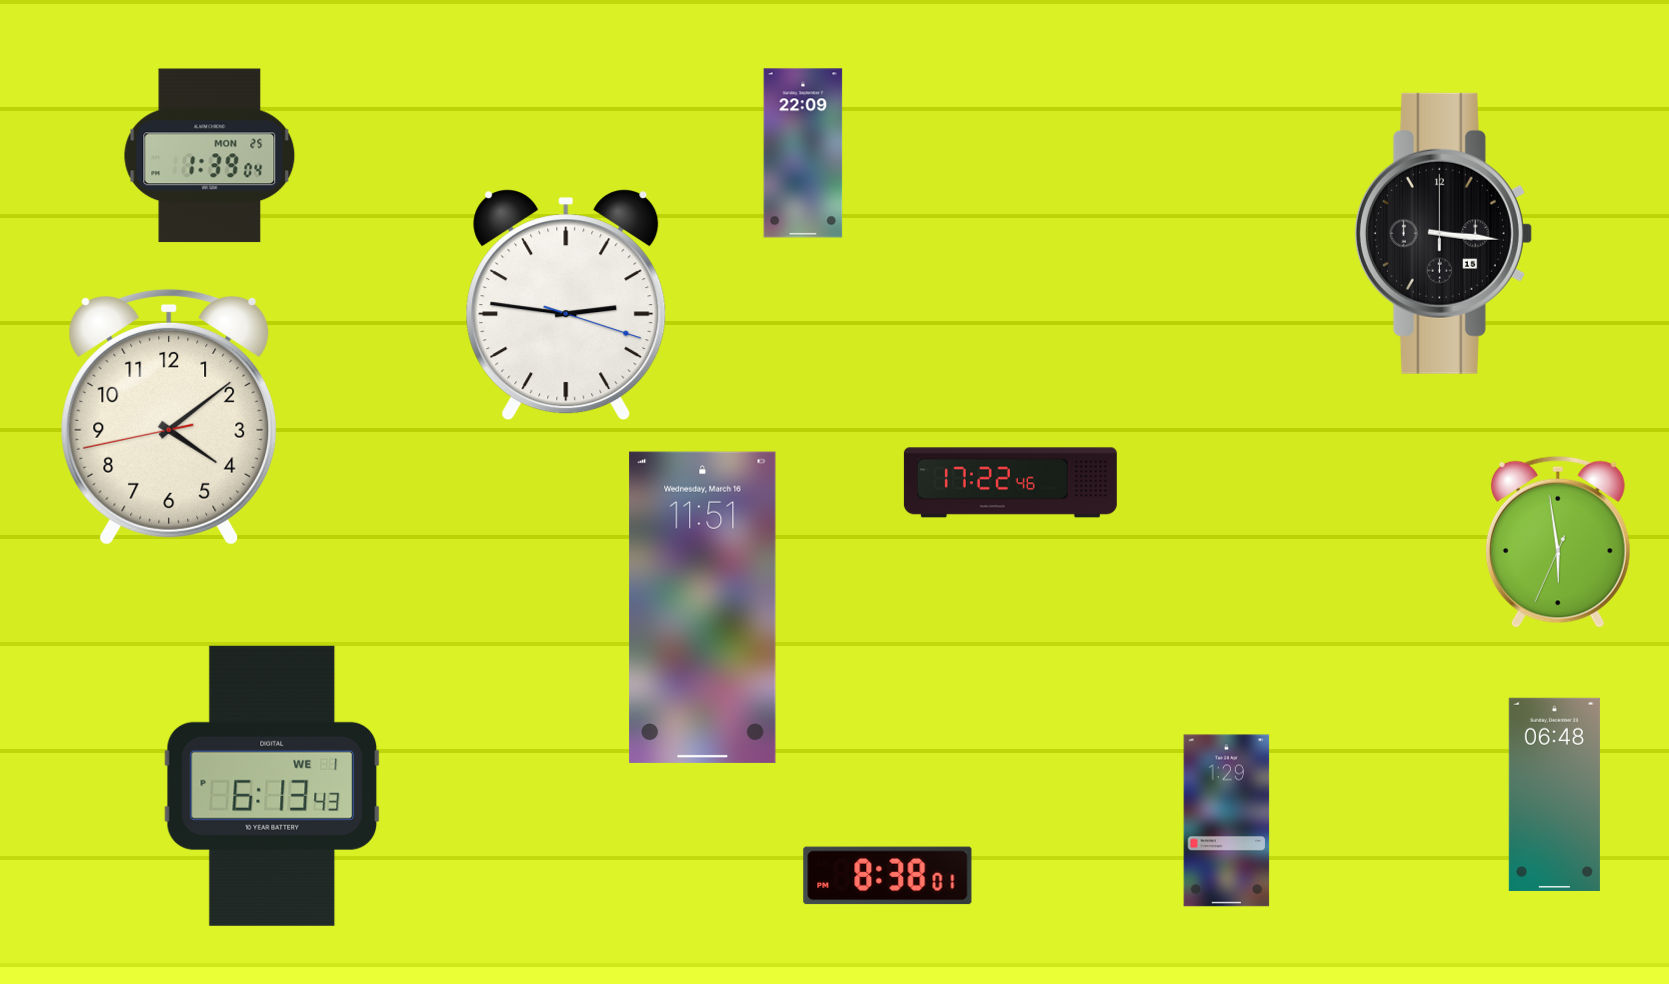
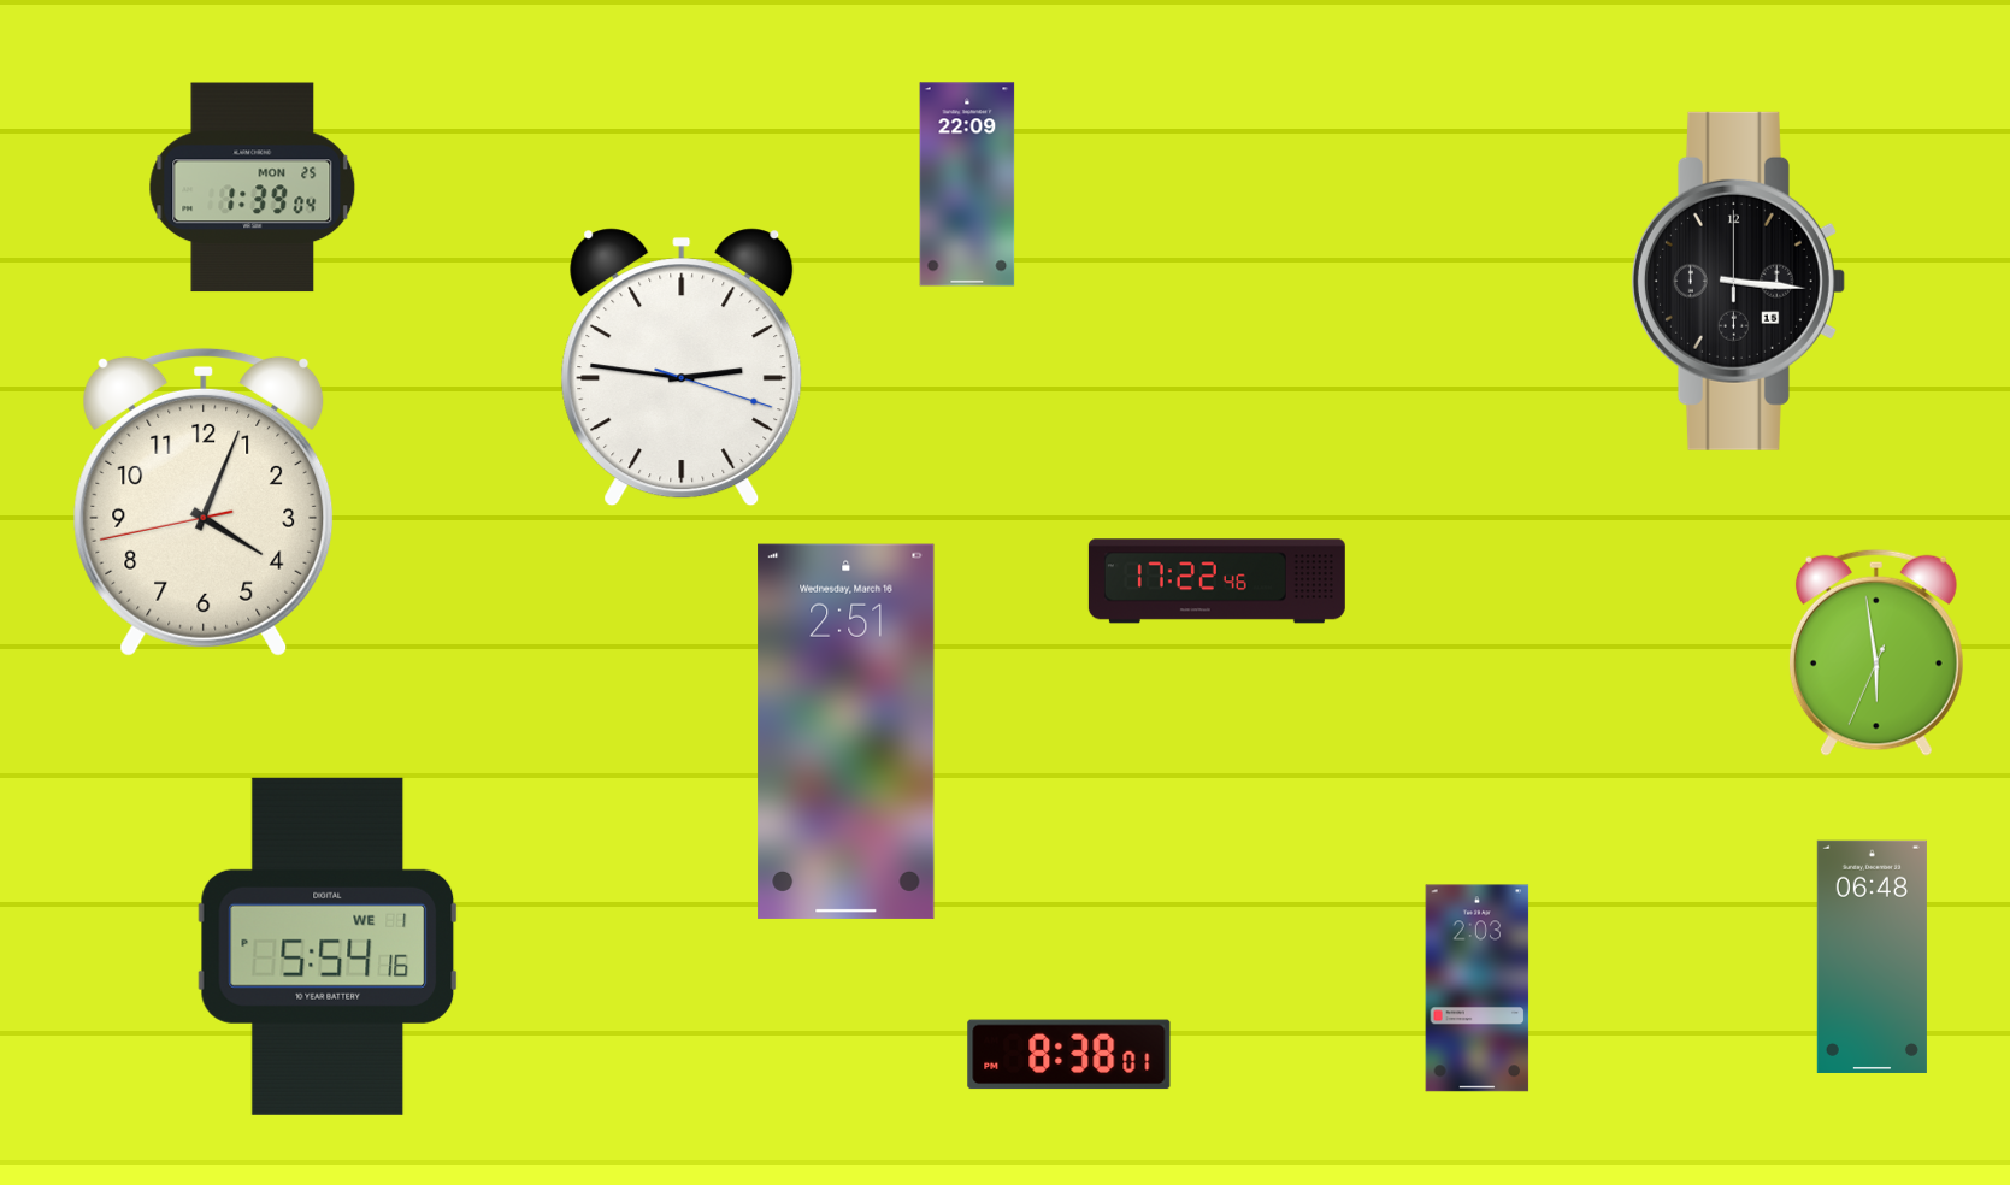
clock at (169, 417): 4:08 -> 4:03
clock at (703, 607): 11:51 -> 2:51
clock at (272, 786): 6:13 -> 5:54
clock at (1227, 821): 1:29 -> 2:03
